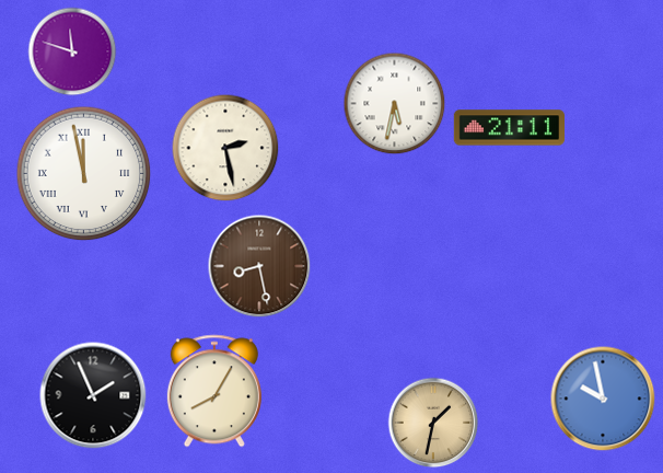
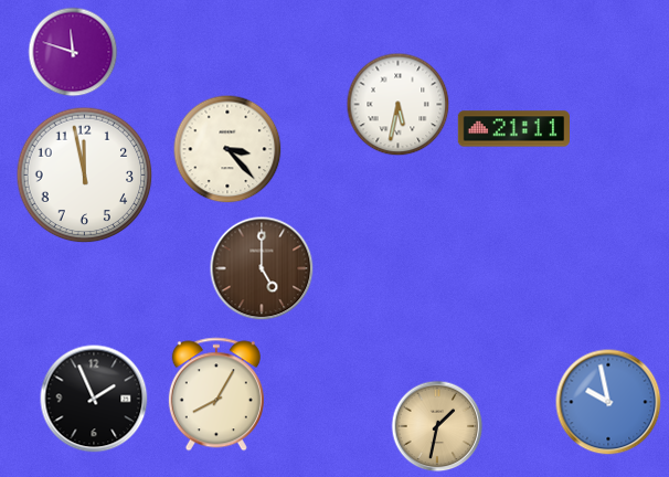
clock at (225, 148): 2:28 -> 3:23
clock at (84, 174) numerals: Roman -> Arabic
clock at (259, 266): 8:28 -> 5:00
